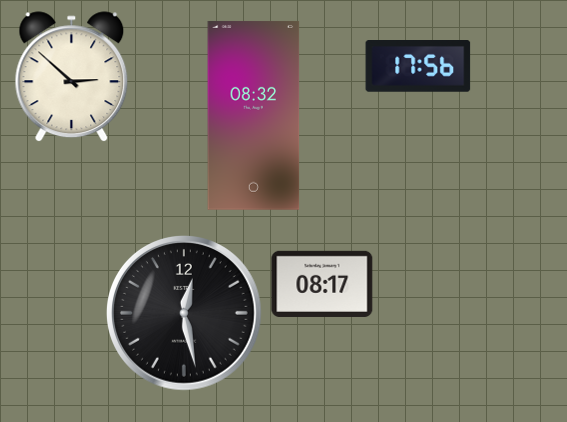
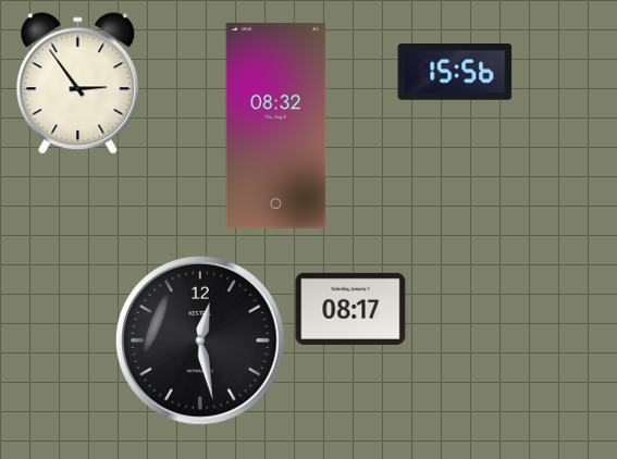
clock at (418, 67): 17:56 -> 15:56
clock at (72, 77): 2:52 -> 2:54
